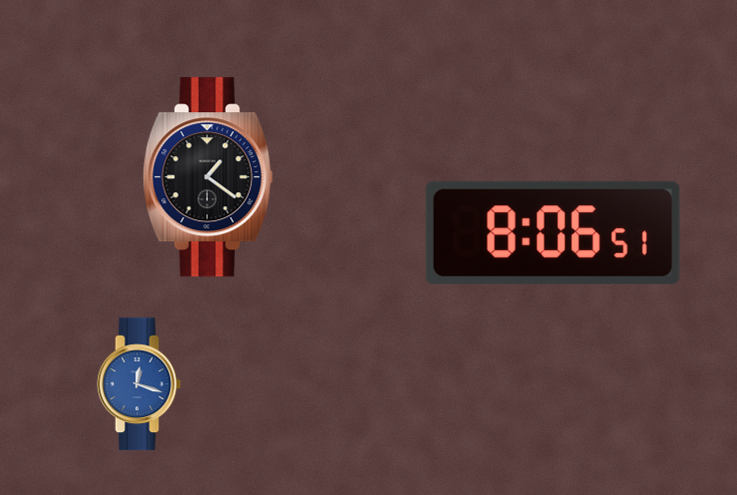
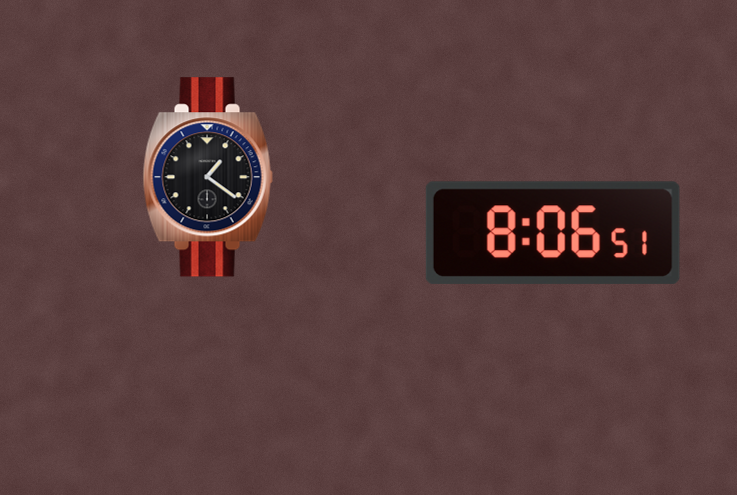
clock at (139, 384): 12:18 -> none
